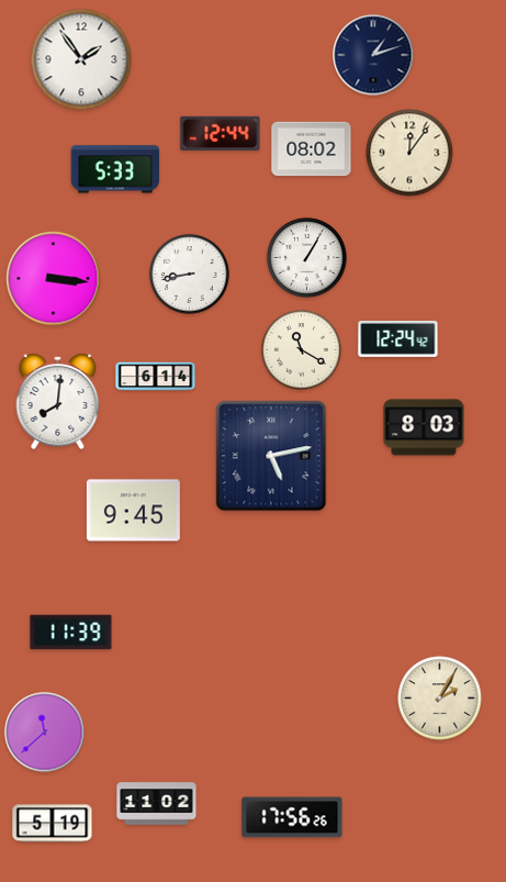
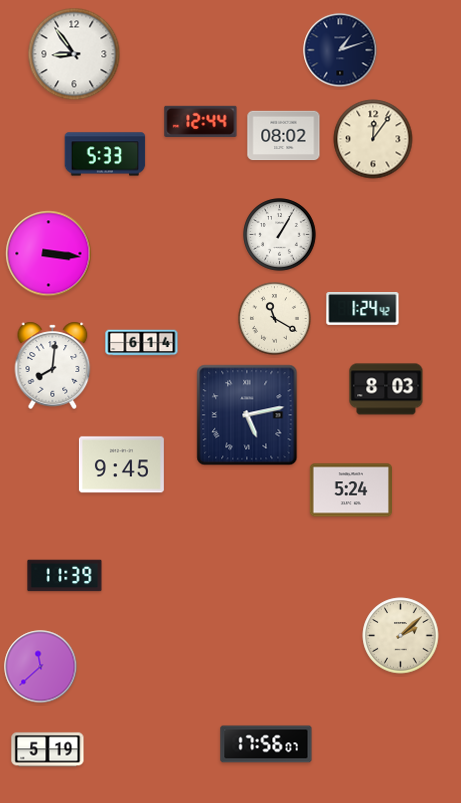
clock at (81, 59): 1:54 -> 8:54
clock at (190, 275): 8:43 -> none
clock at (398, 339): 12:24 -> 1:24
clock at (351, 490): none -> 5:24
clock at (440, 699): 2:05 -> 2:08
clock at (157, 804): 11:02 -> none
clock at (292, 817): 17:56:26 -> 17:56:07
